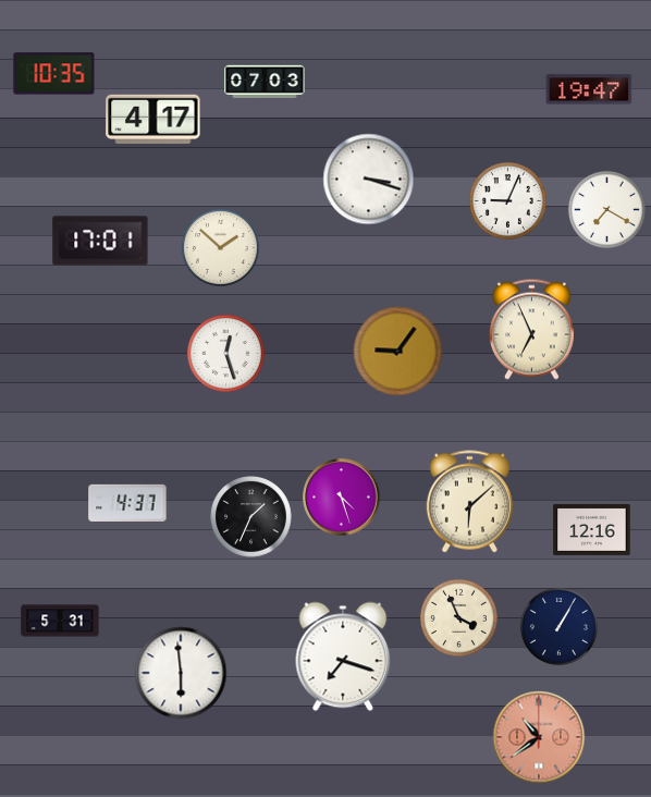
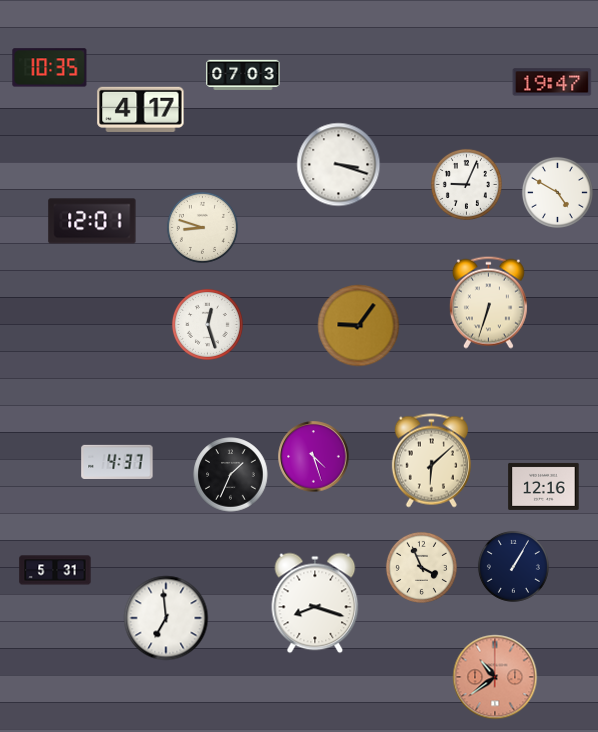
clock at (589, 89) position: (589, 89) -> (552, 82)
clock at (606, 209): 7:20 -> 4:50
clock at (100, 241): 17:01 -> 12:01
clock at (220, 247): 1:52 -> 8:48
clock at (531, 329): 6:56 -> 6:33
clock at (398, 352) position: (398, 352) -> (359, 326)
clock at (558, 626) position: (558, 626) -> (513, 566)
clock at (343, 657): 7:18 -> 8:18
clock at (181, 673): 5:59 -> 6:59
